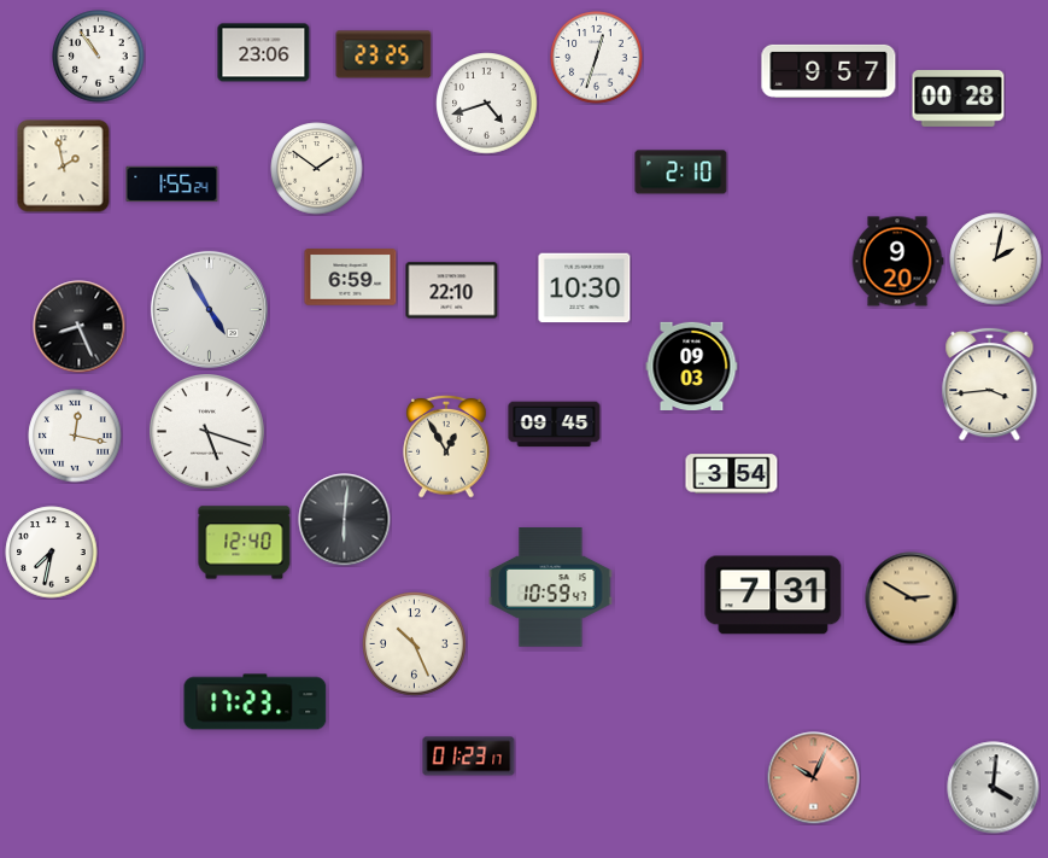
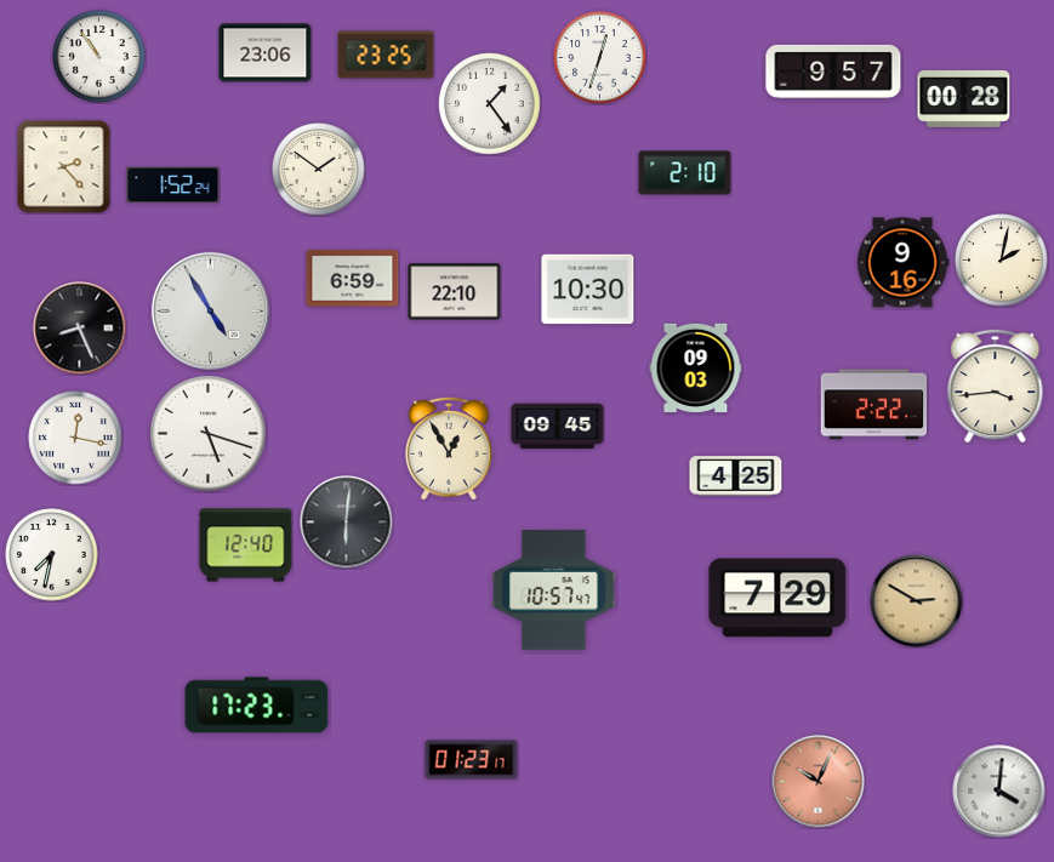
clock at (487, 104): 4:42 -> 1:24
clock at (64, 167): 1:58 -> 2:23
clock at (172, 185): 1:55 -> 1:52
clock at (897, 262): 9:20 -> 9:16
clock at (874, 405): none -> 2:22
clock at (732, 474): 3:54 -> 4:25
clock at (551, 588): 10:59 -> 10:57
clock at (773, 595): 7:31 -> 7:29
clock at (415, 644): 10:26 -> none
